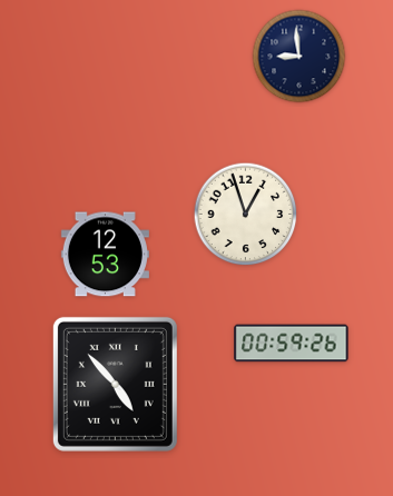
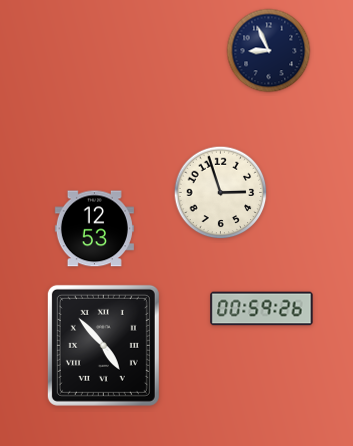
clock at (299, 57): 8:59 -> 8:56
clock at (246, 215): 12:57 -> 2:57
